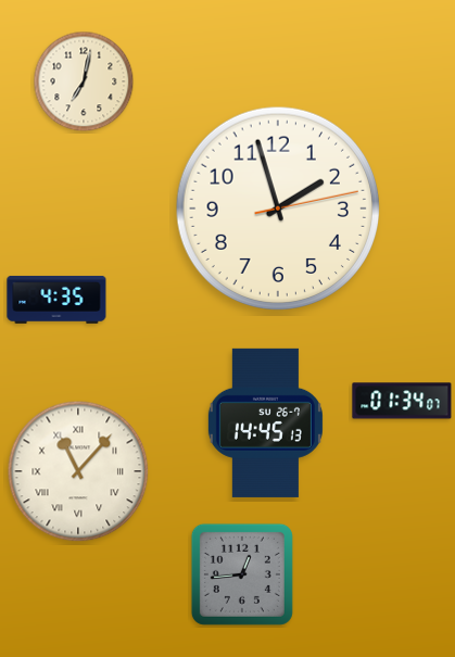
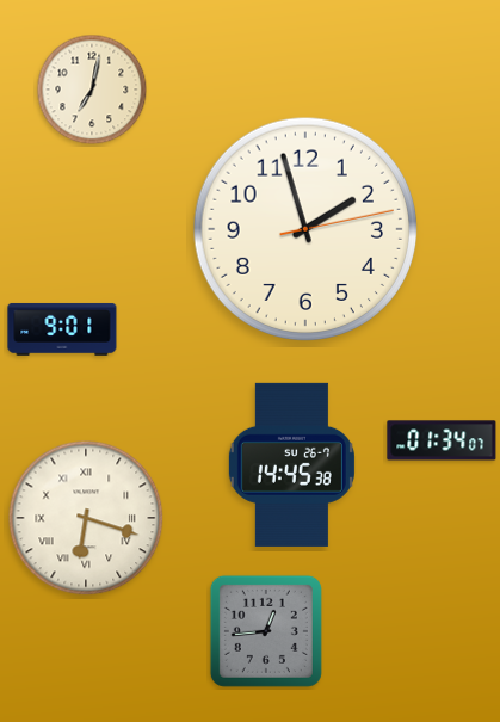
clock at (56, 300): 4:35 -> 9:01
clock at (265, 422): 14:45:13 -> 14:45:38
clock at (78, 471): 11:07 -> 6:18
